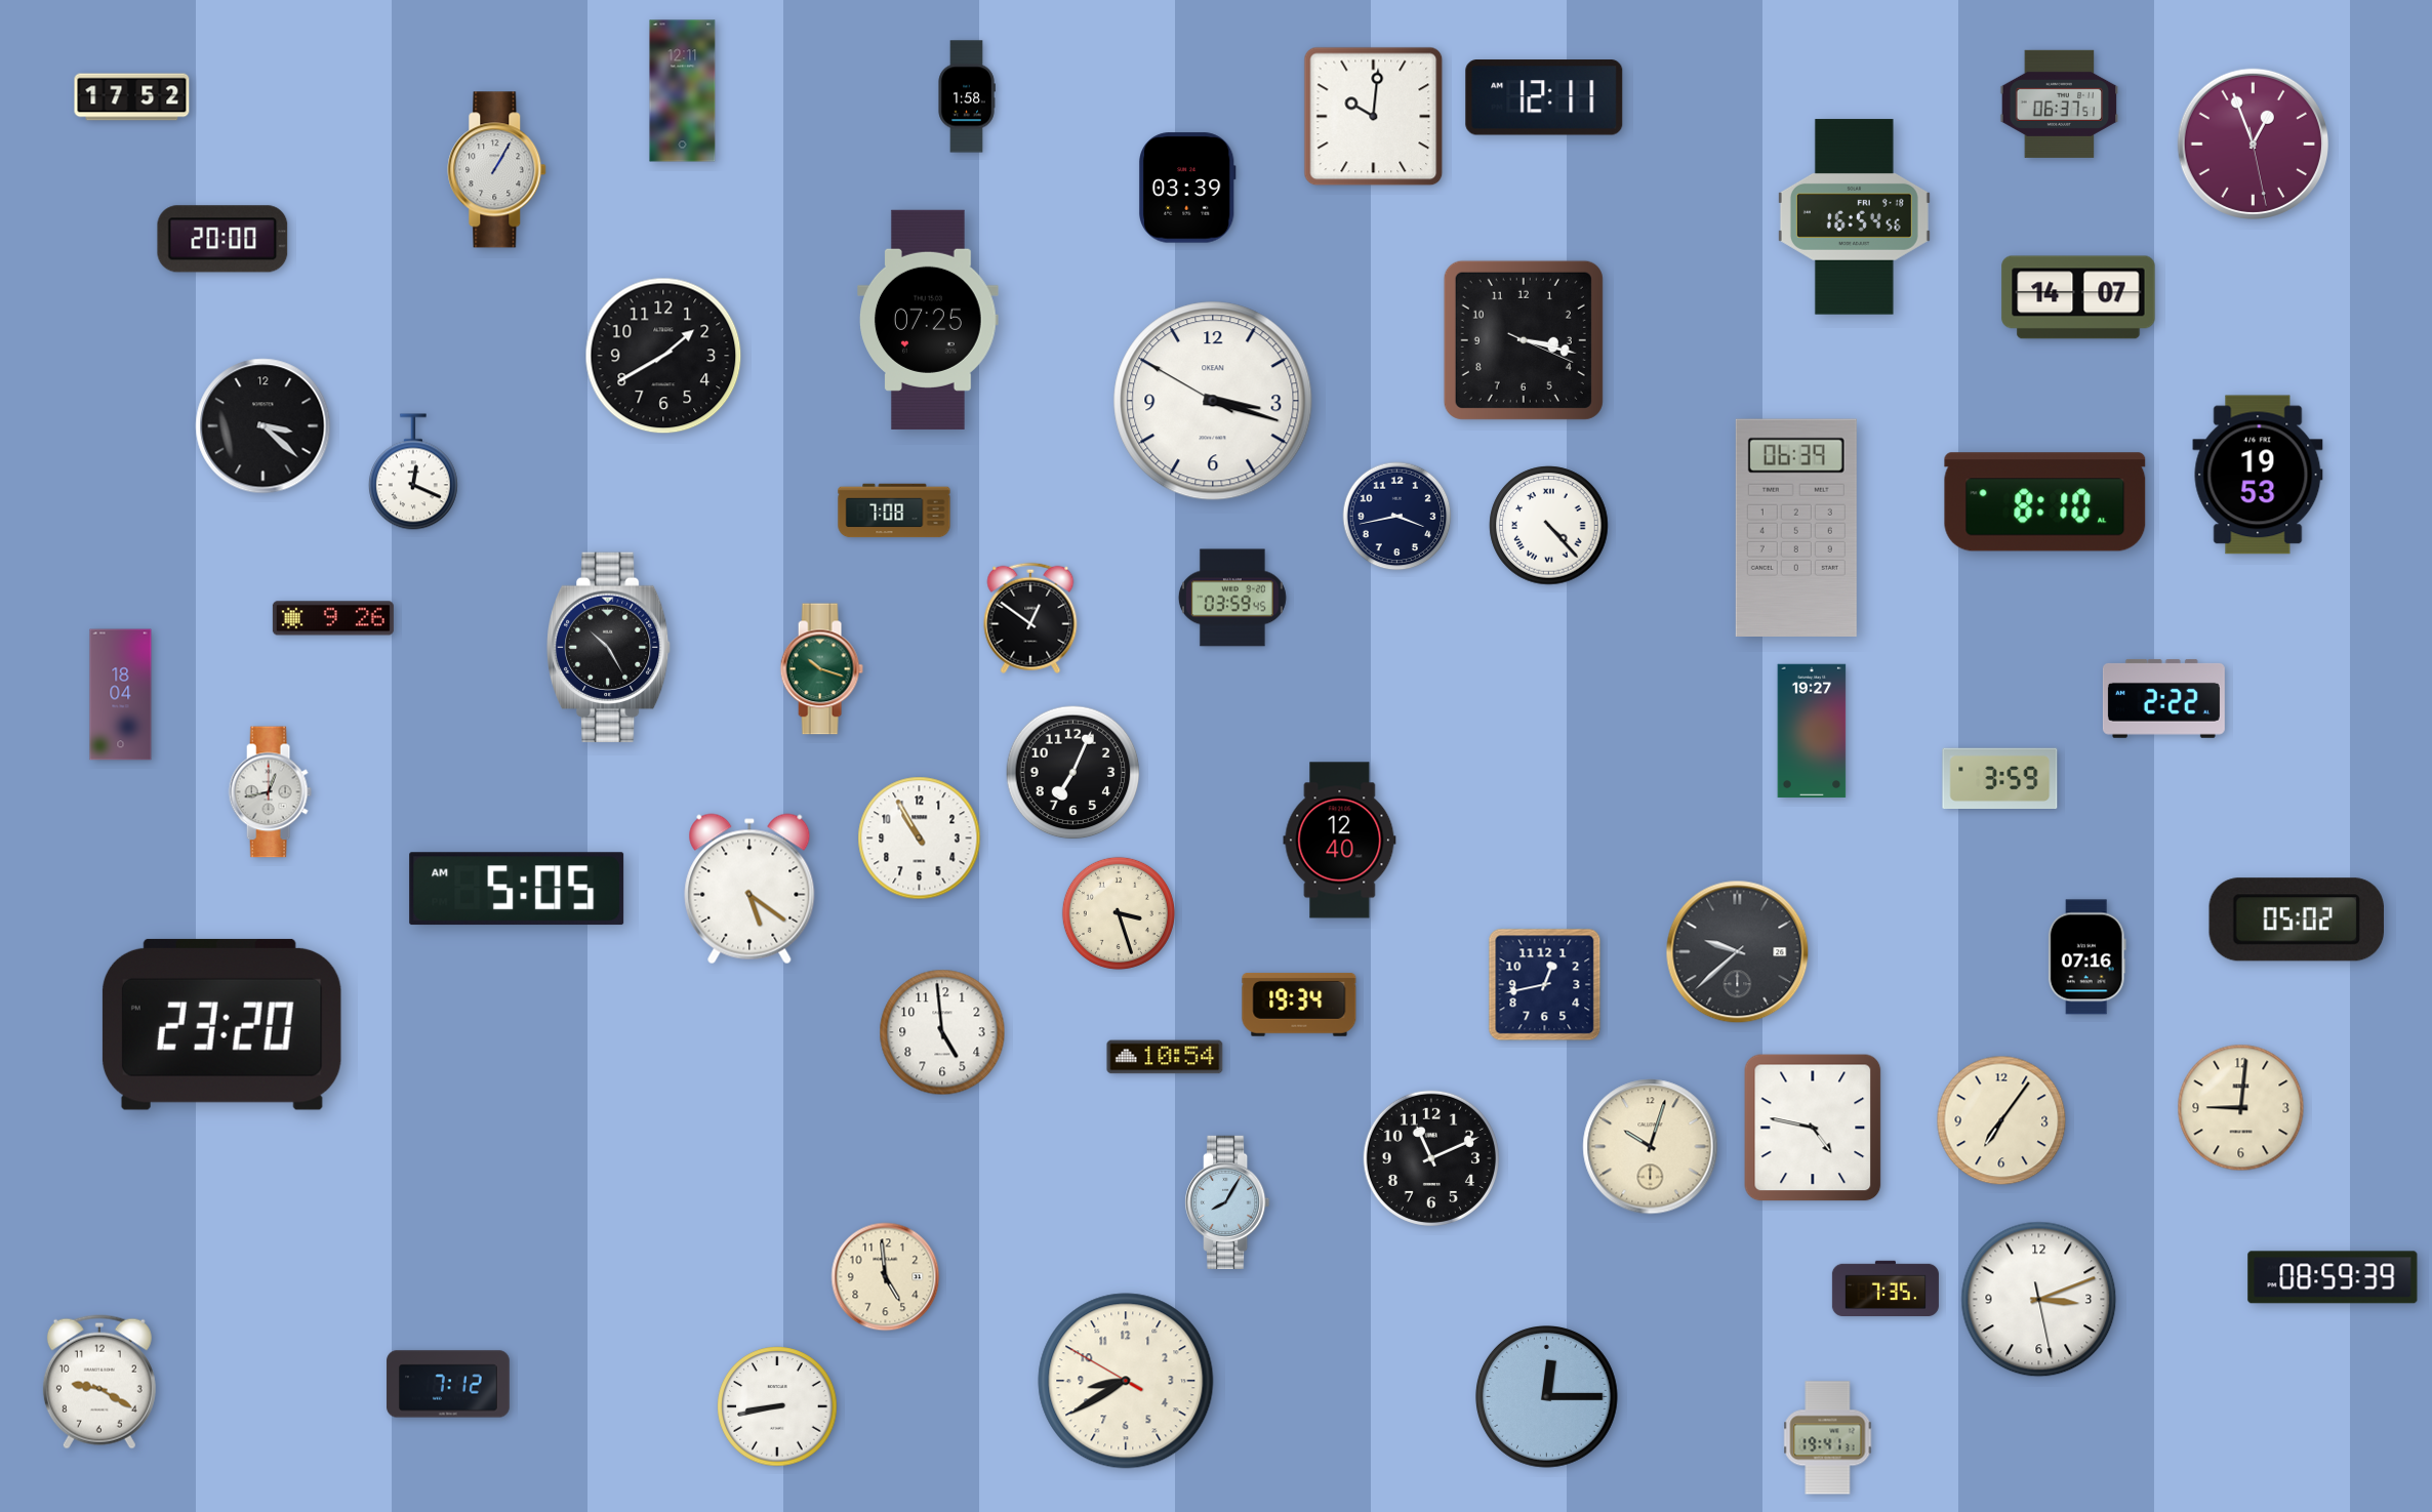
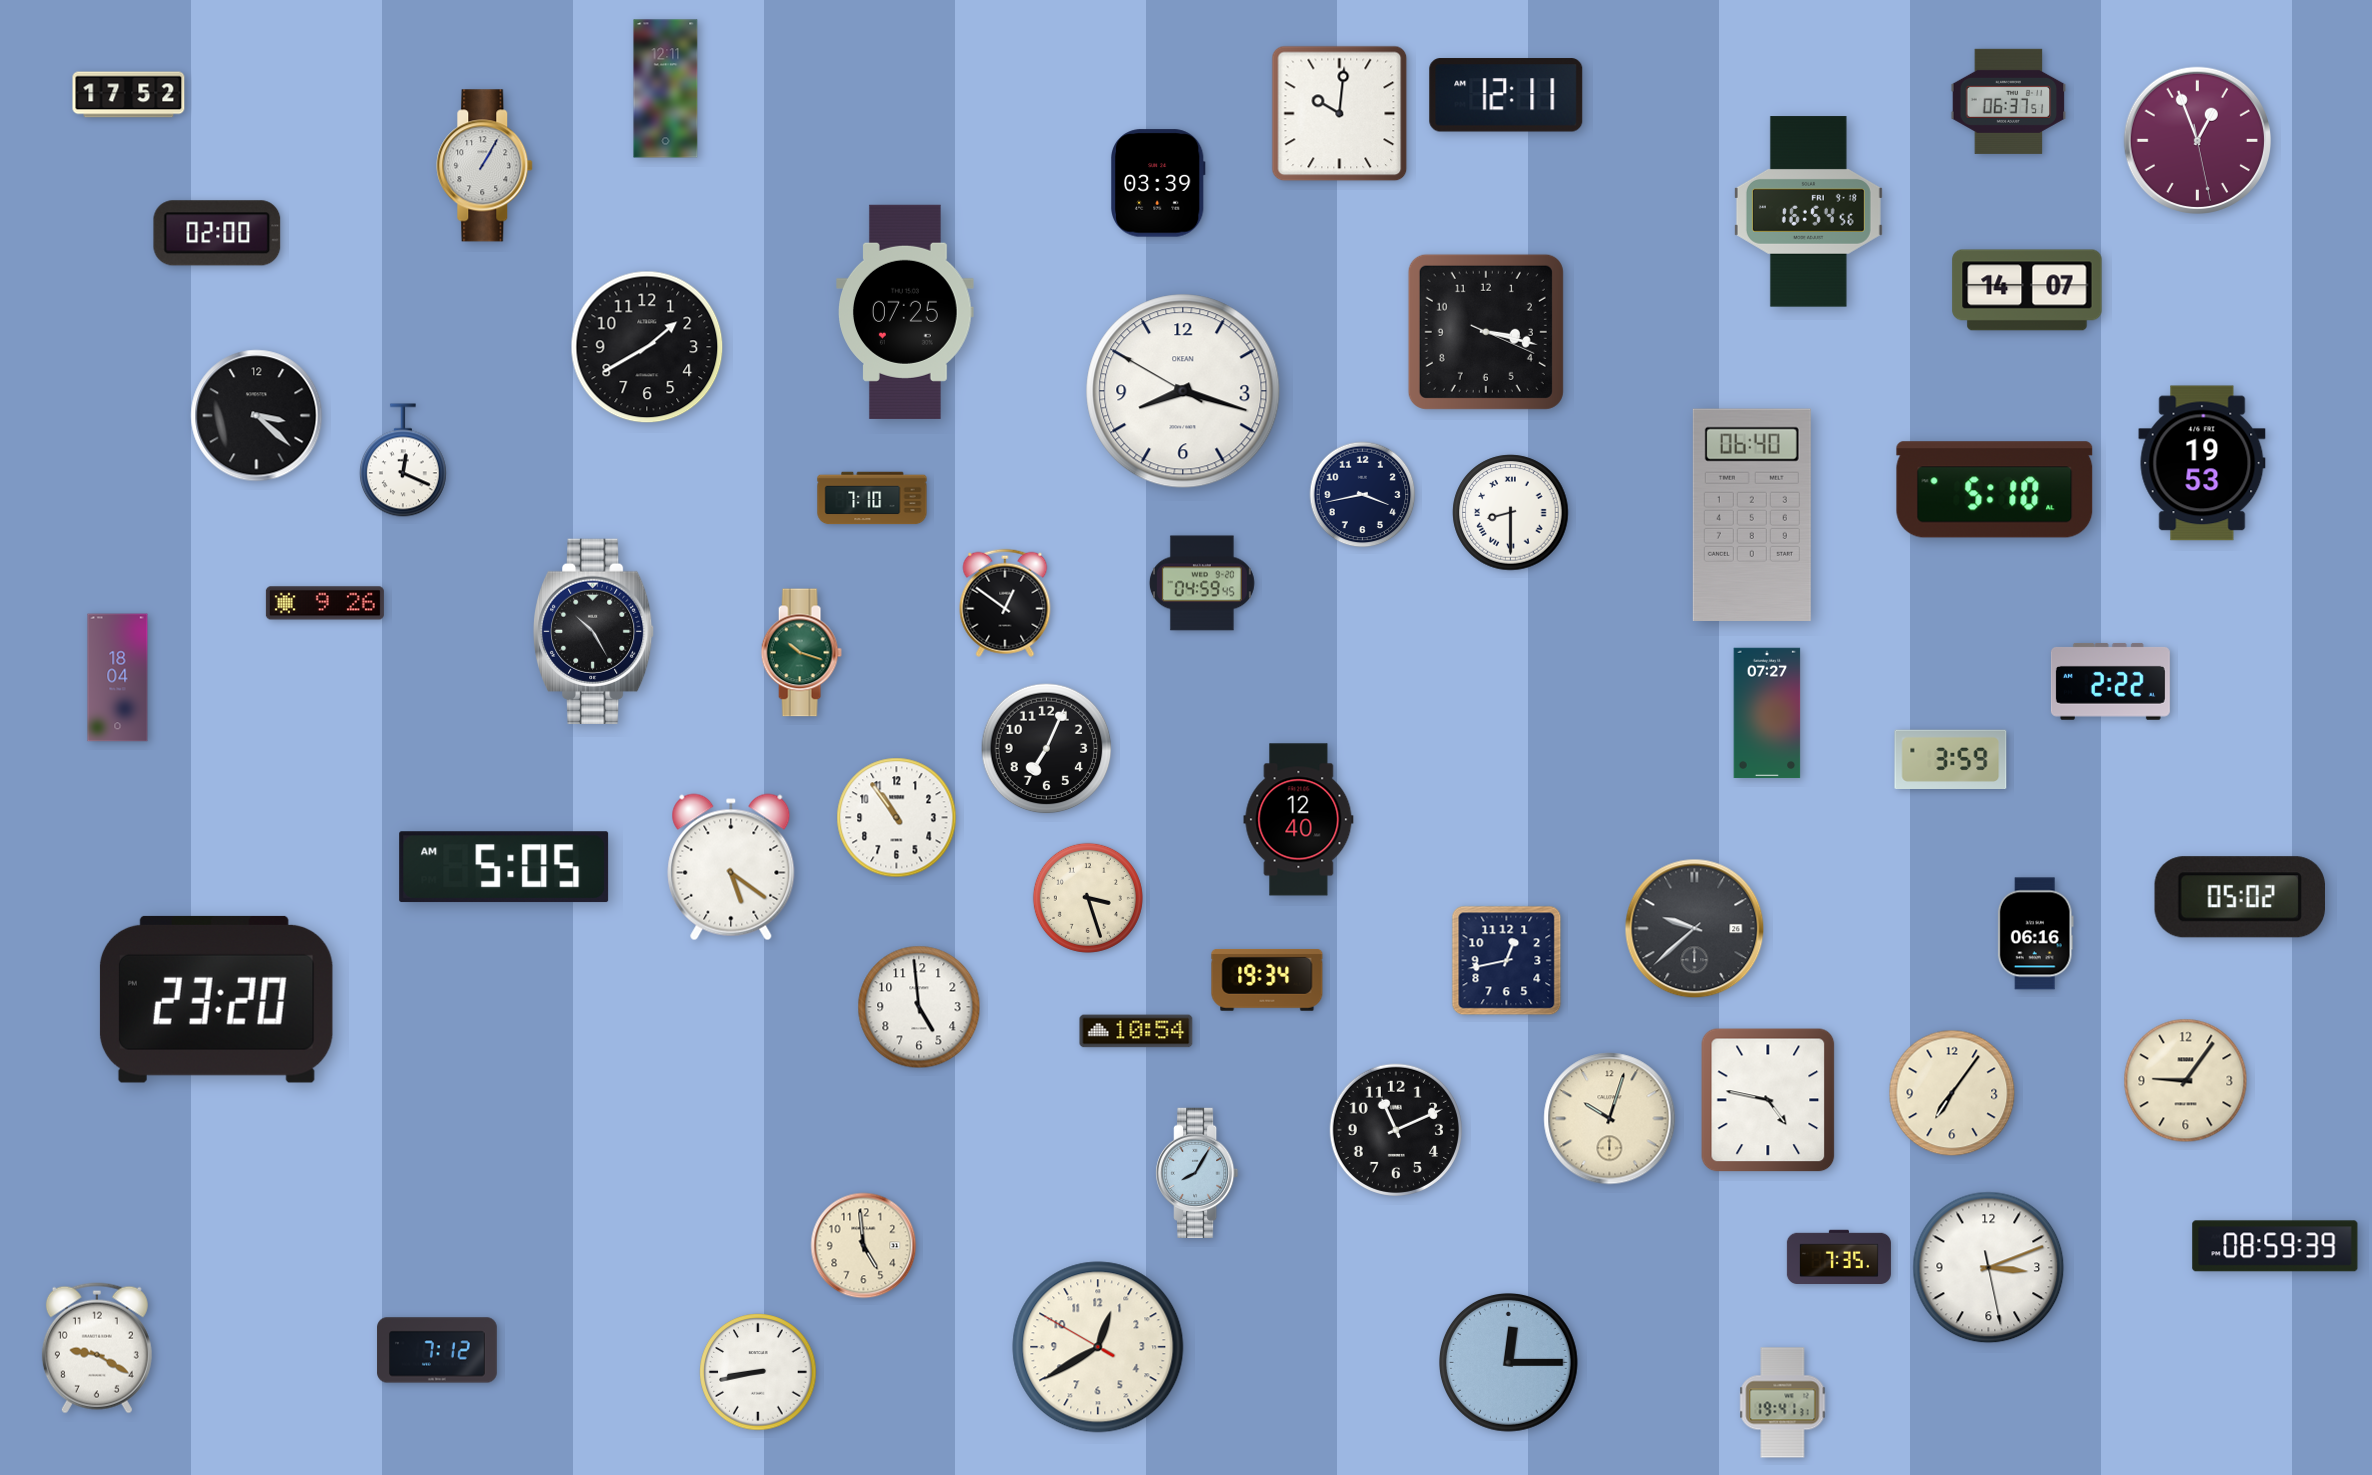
clock at (967, 96): 1:58 -> none
clock at (222, 239): 20:00 -> 02:00
clock at (1213, 401): 3:17 -> 8:17
clock at (2045, 502): 8:10 -> 5:10
clock at (894, 510): 7:08 -> 7:10
clock at (1397, 517) position: (1397, 517) -> (1363, 495)
clock at (1549, 526): 4:23 -> 8:30
clock at (1796, 527): 06:39 -> 06:40
clock at (1232, 598): 03:59 -> 04:59
clock at (1812, 731): 19:27 -> 07:27
clock at (1073, 773) position: (1073, 773) -> (1047, 749)
clock at (270, 792): 12:43 -> none
clock at (920, 839): 10:55 -> 10:54
clock at (1340, 841) position: (1340, 841) -> (1299, 820)
clock at (1119, 913) position: (1119, 913) -> (1088, 898)
clock at (2086, 957): 07:16 -> 06:16
clock at (2241, 1108): 9:01 -> 9:06
clock at (1126, 1381): 8:39 -> 12:39
